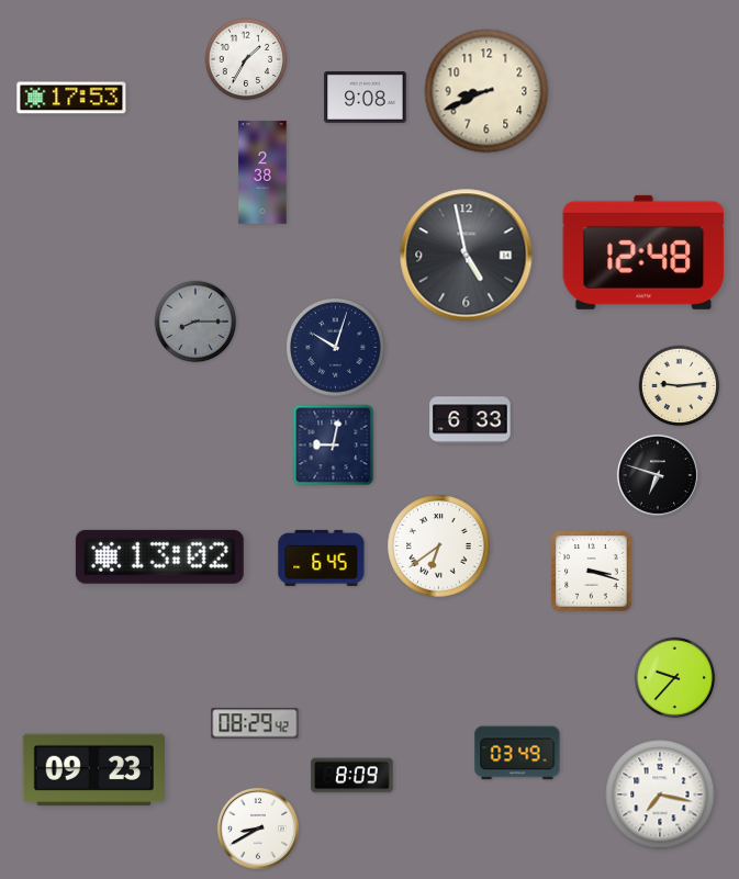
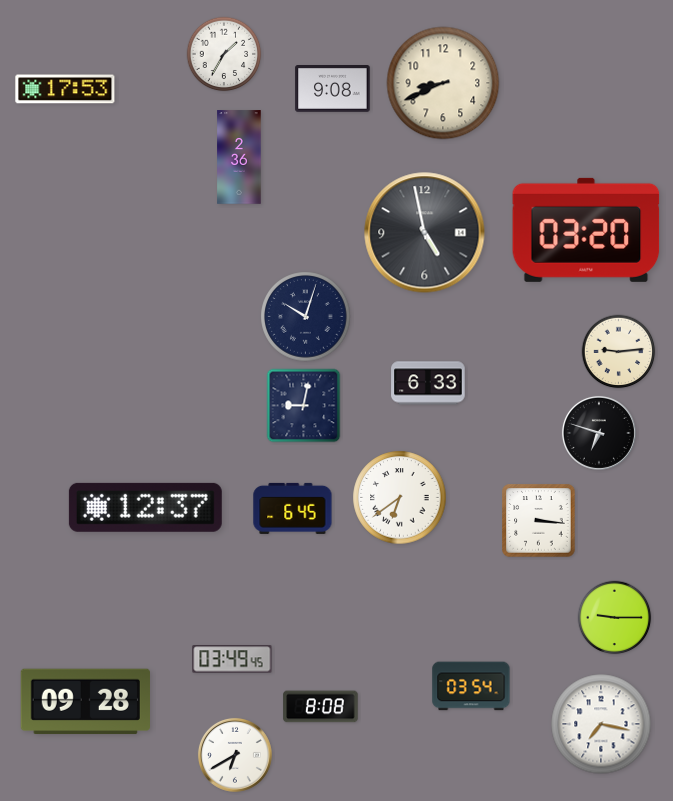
clock at (262, 172): 2:38 -> 2:36
clock at (643, 252): 12:48 -> 03:20
clock at (195, 322): 8:15 -> none
clock at (159, 556): 13:02 -> 12:37
clock at (592, 572): 3:18 -> 3:16
clock at (675, 678): 9:37 -> 9:15
clock at (255, 723): 08:29 -> 03:49
clock at (517, 753): 03:49 -> 03:54
clock at (93, 770): 09:23 -> 09:28
clock at (352, 776): 8:09 -> 8:08
clock at (258, 829): 8:40 -> 6:40
